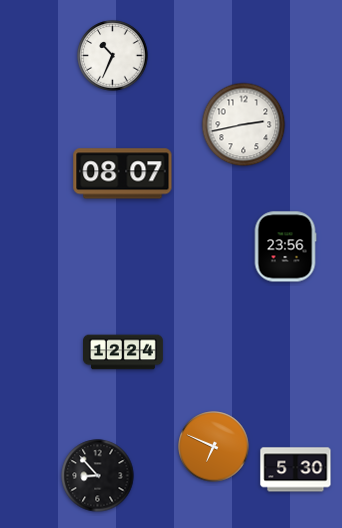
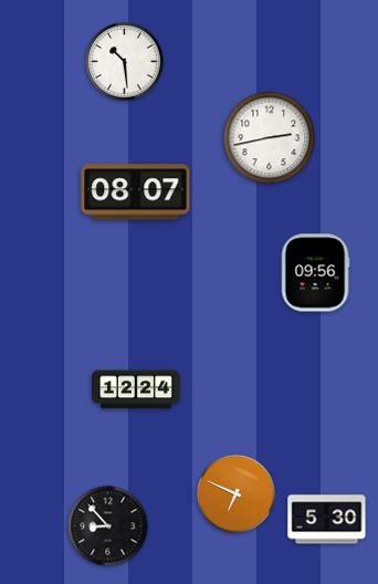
clock at (113, 56): 10:34 -> 10:29
clock at (285, 247): 23:56 -> 09:56
